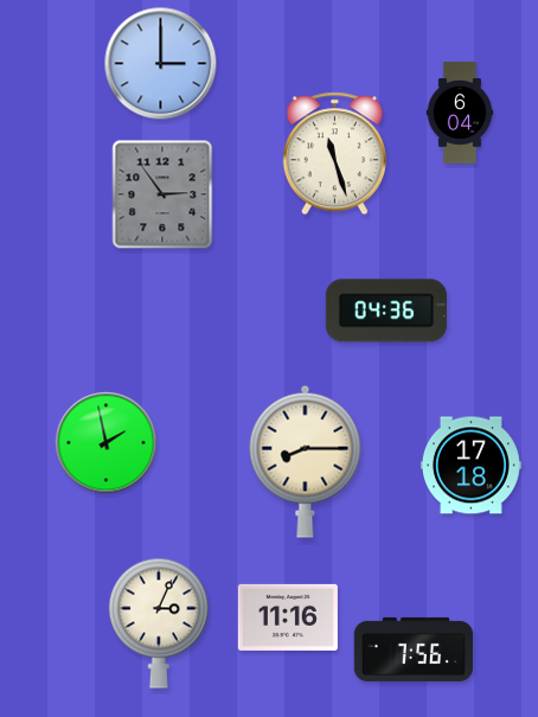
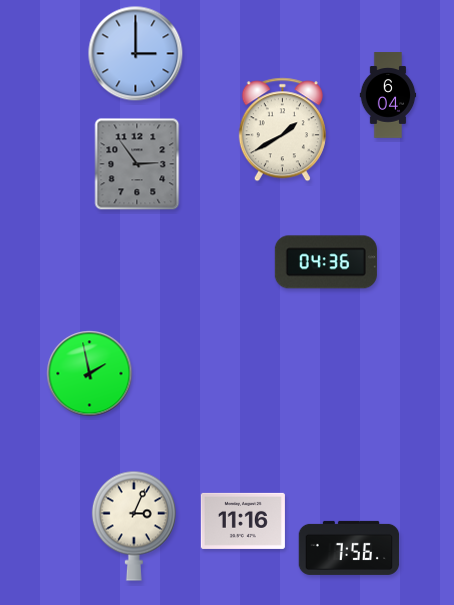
clock at (334, 154): 11:27 -> 1:40
clock at (306, 461): 8:15 -> none
clock at (470, 466): 17:18 -> none
